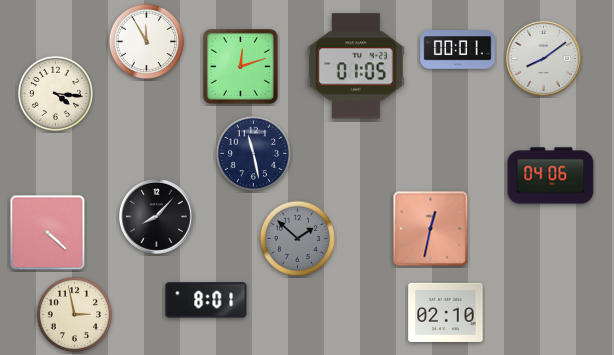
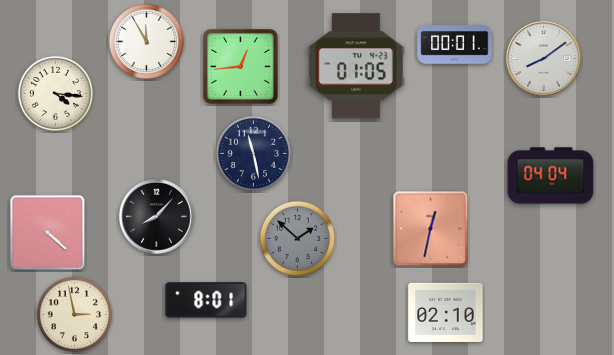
clock at (458, 50) position: (458, 50) -> (455, 45)
clock at (240, 66): 12:12 -> 12:44
clock at (551, 176): 04:06 -> 04:04
